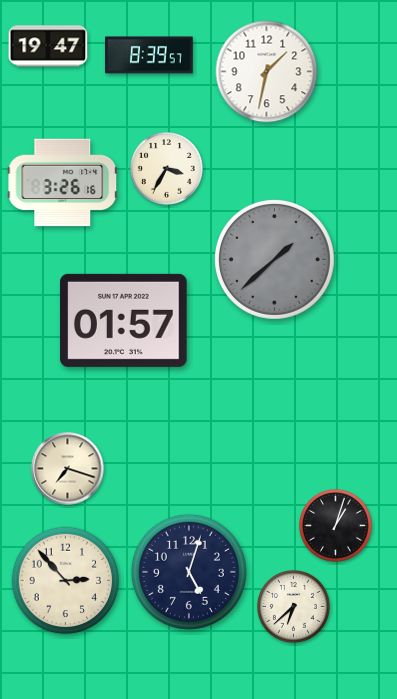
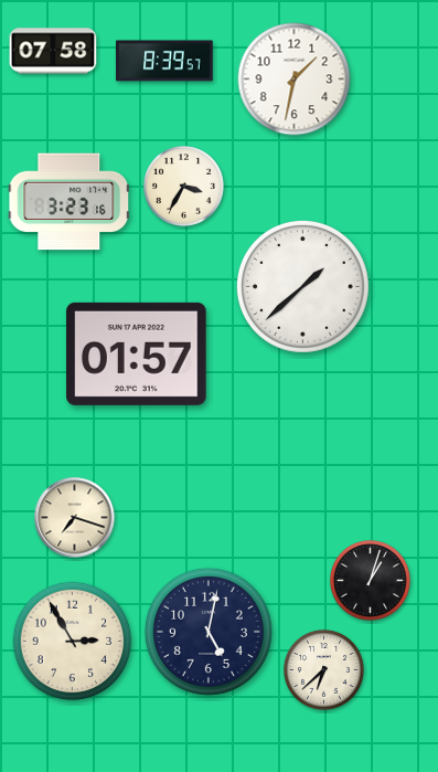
clock at (48, 46): 19:47 -> 07:58
clock at (63, 183): 3:26 -> 3:23
clock at (274, 259) dial: grey -> white
clock at (189, 572): 5:03 -> 5:02
clock at (66, 581): 2:53 -> 2:55
